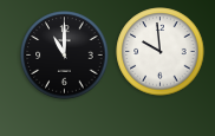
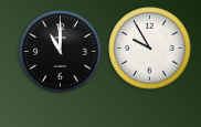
clock at (161, 52): 9:59 -> 9:55
